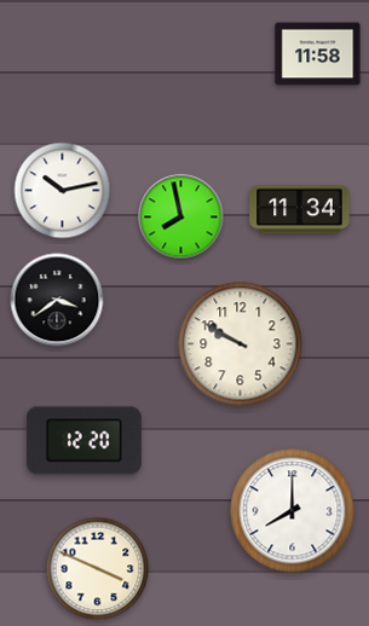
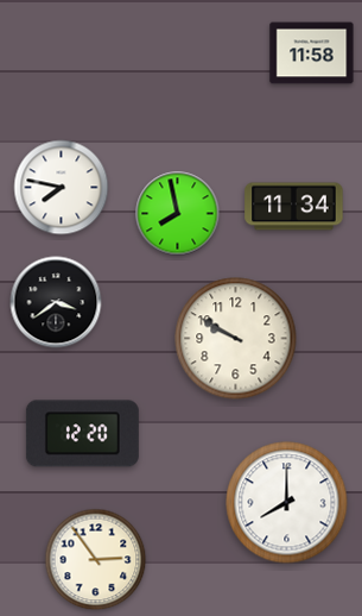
clock at (63, 191): 10:13 -> 7:47
clock at (57, 300) position: (57, 300) -> (56, 302)
clock at (98, 569): 3:49 -> 2:54
